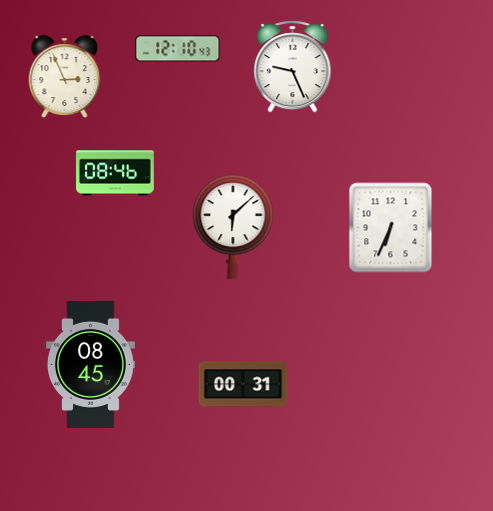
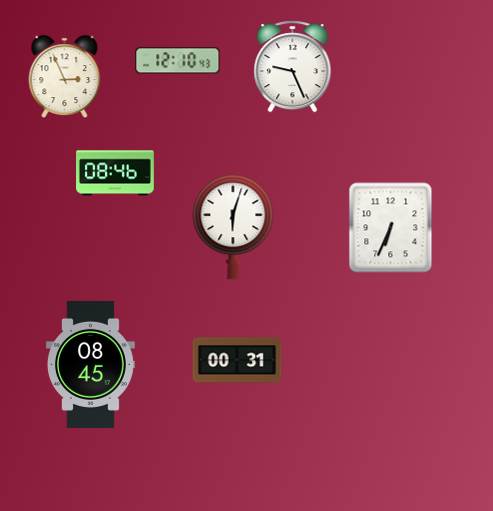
clock at (178, 49) position: (178, 49) -> (178, 61)
clock at (233, 227): 6:08 -> 6:03
clock at (243, 384) position: (243, 384) -> (237, 360)
